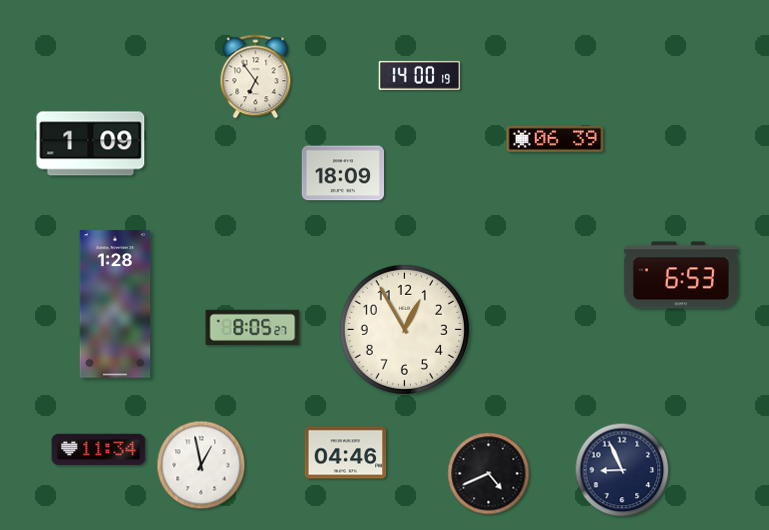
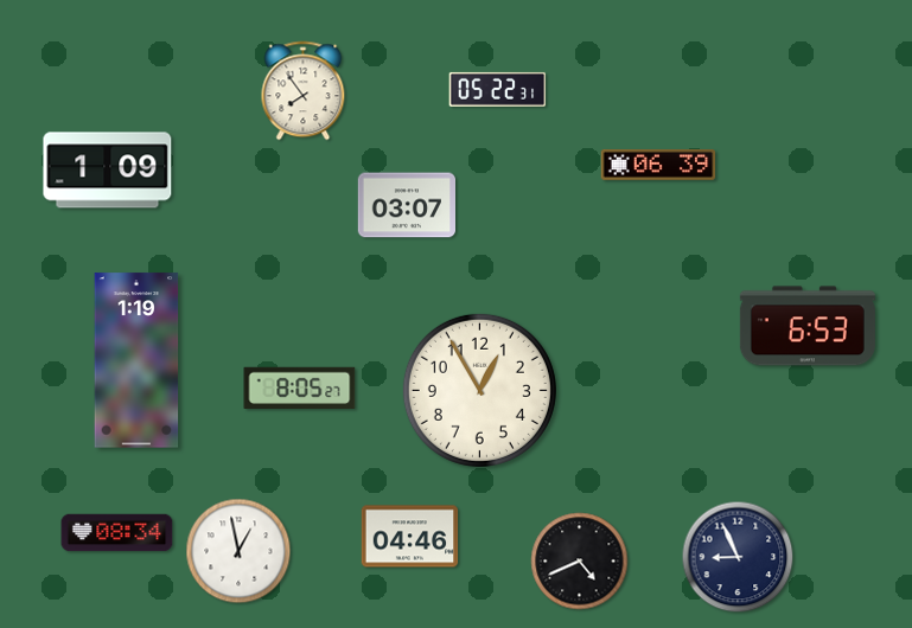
clock at (420, 75): 14:00 -> 05:22
clock at (256, 77): 6:54 -> 7:54
clock at (342, 173): 18:09 -> 03:07
clock at (115, 304): 1:28 -> 1:19
clock at (99, 450): 11:34 -> 08:34
